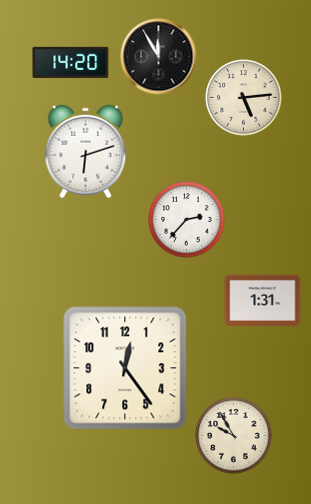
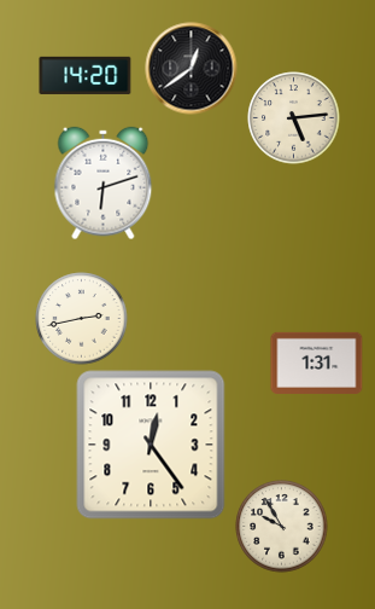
clock at (159, 57): 11:55 -> 12:39
clock at (187, 220): 2:37 -> none
clock at (82, 319): none -> 2:43
